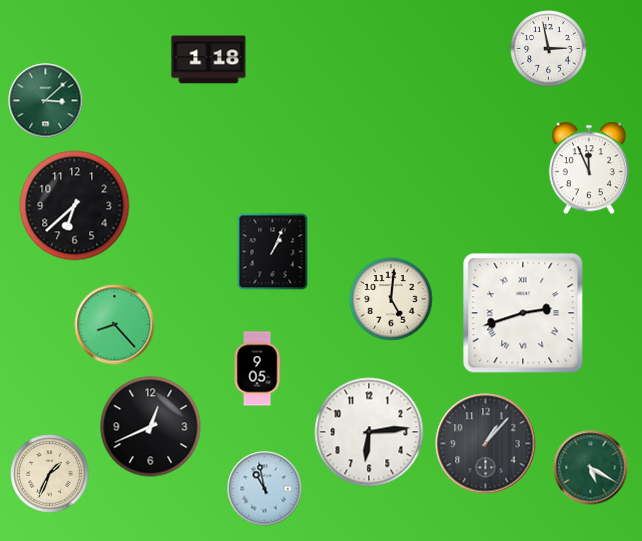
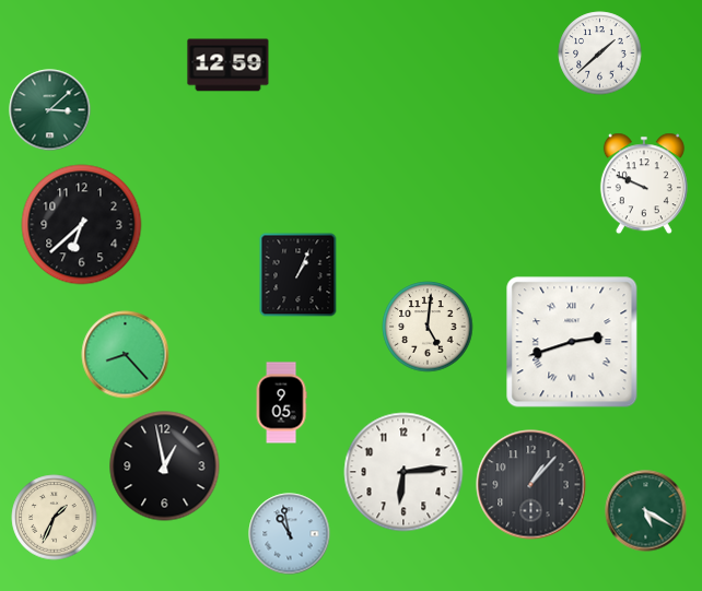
clock at (549, 49): 2:58 -> 1:38
clock at (209, 60): 1:18 -> 12:59
clock at (589, 168): 11:56 -> 9:49
clock at (151, 427): 12:41 -> 12:58
